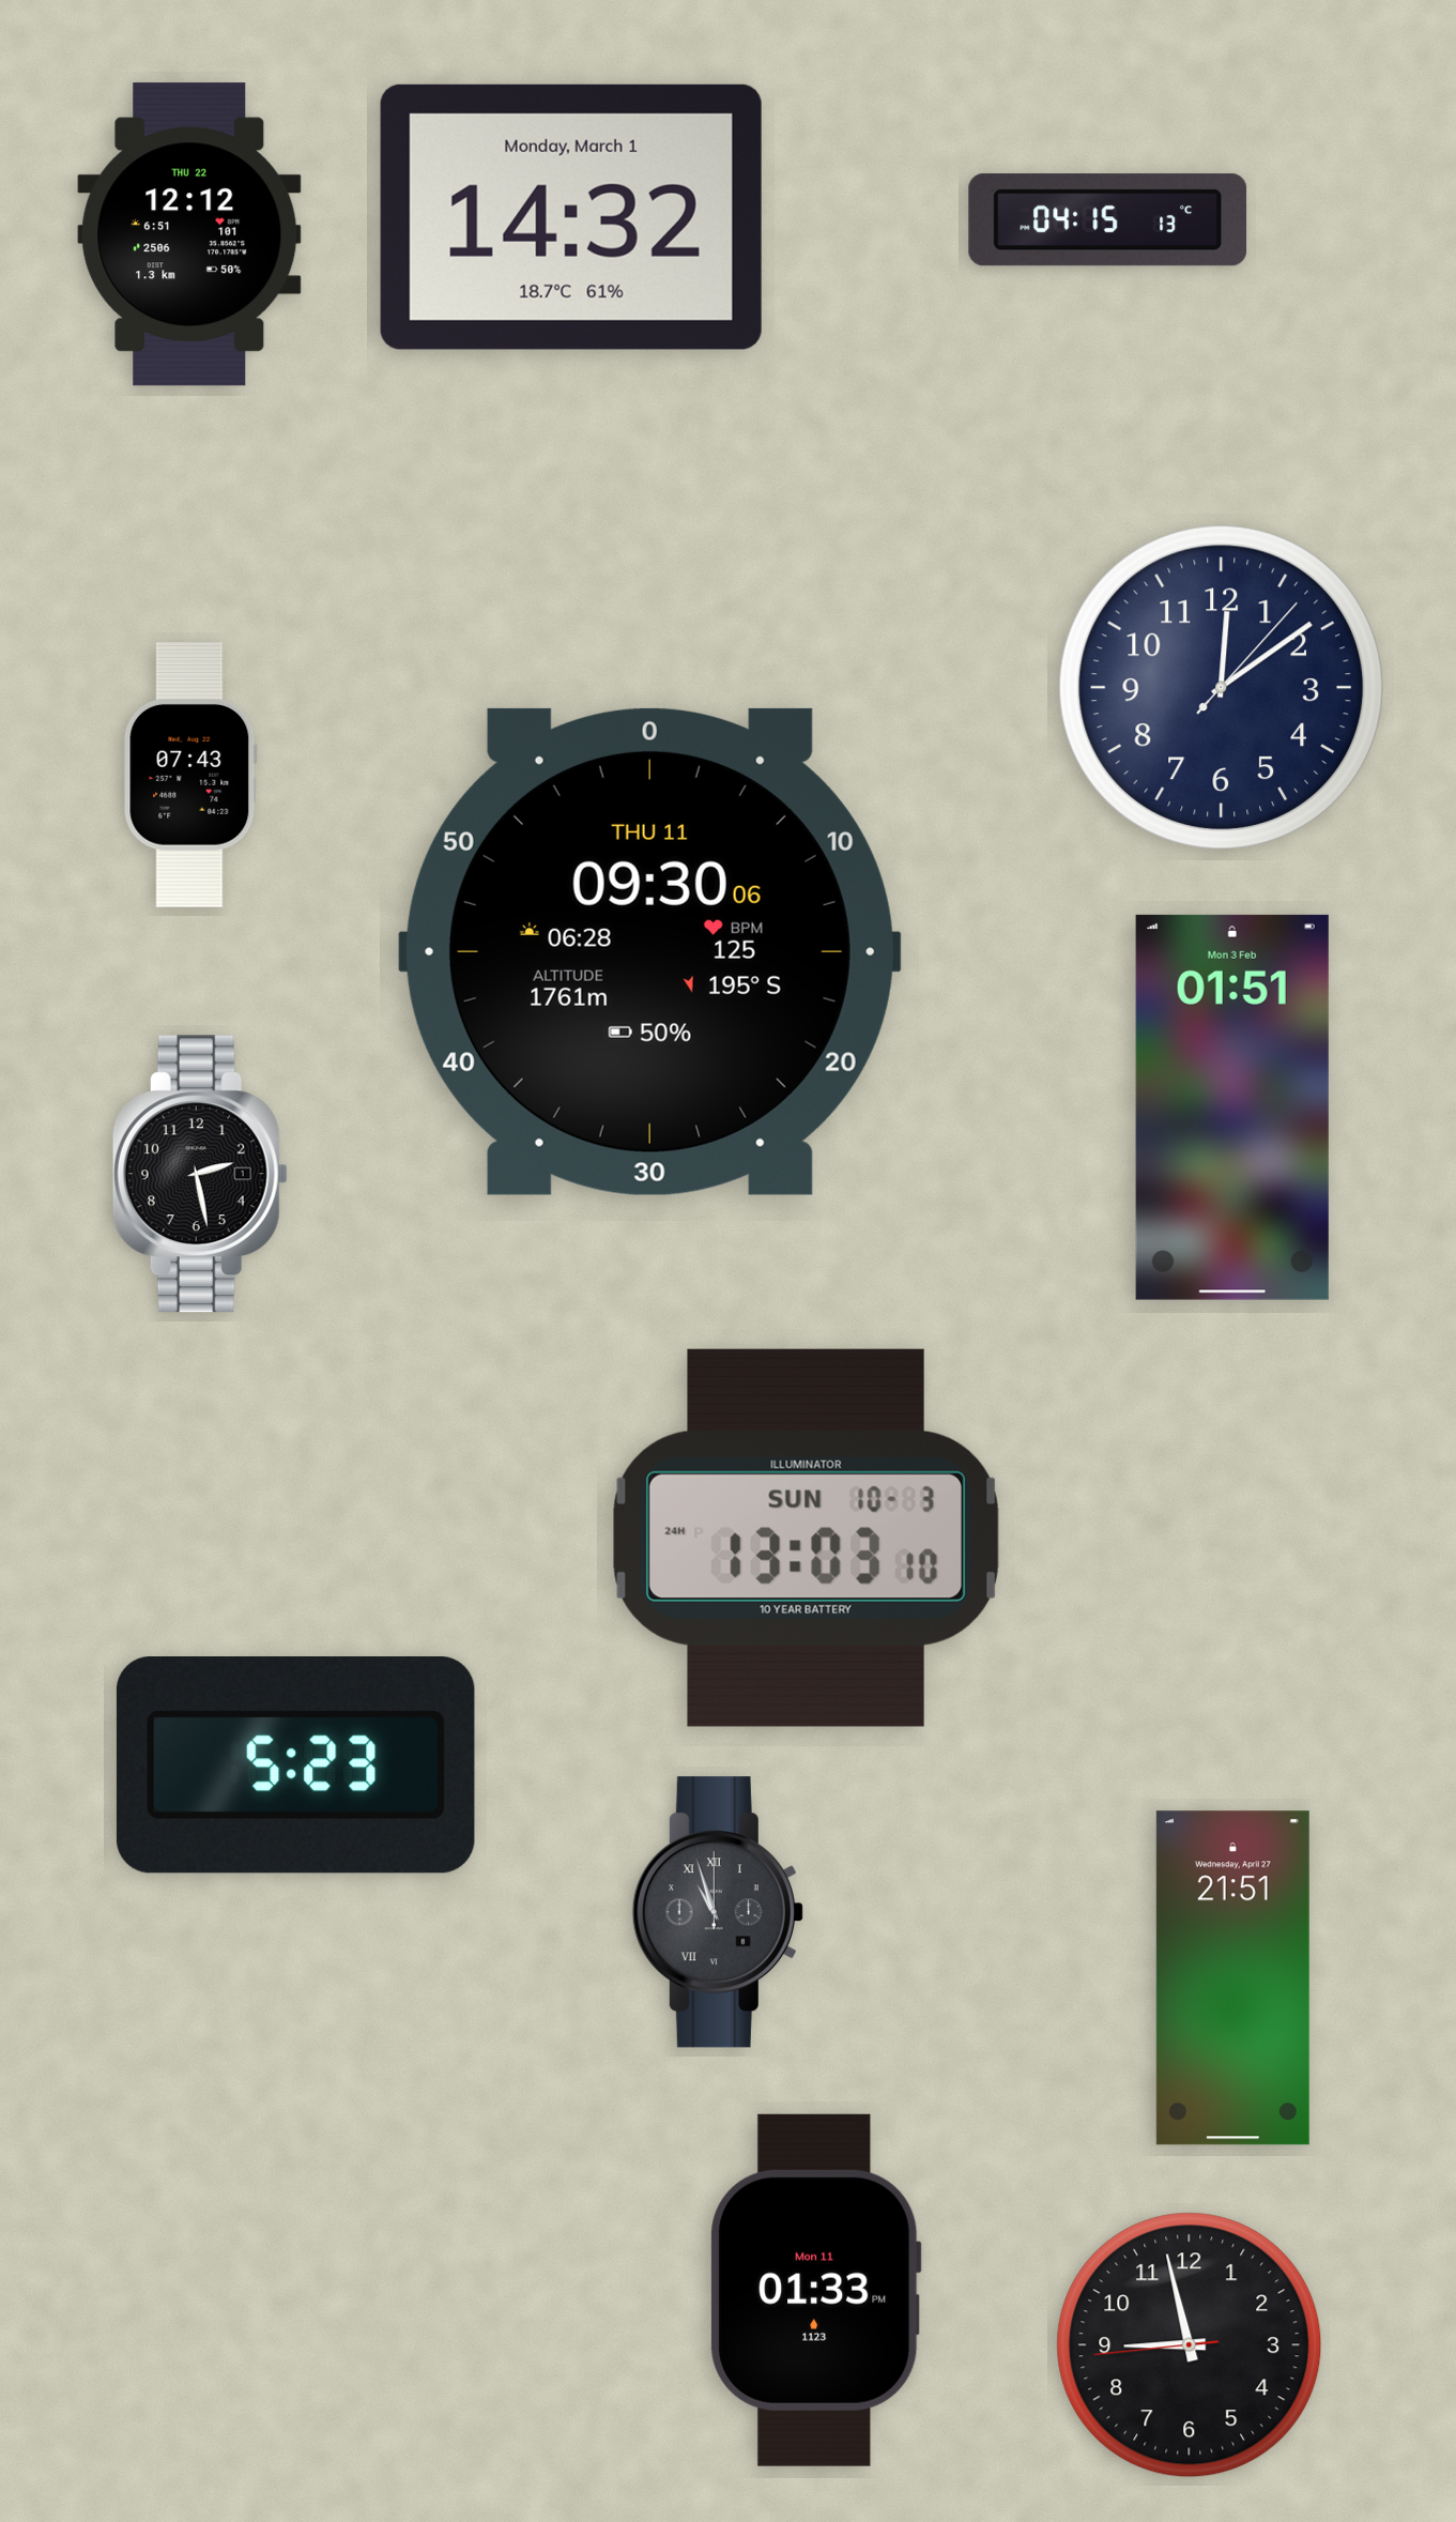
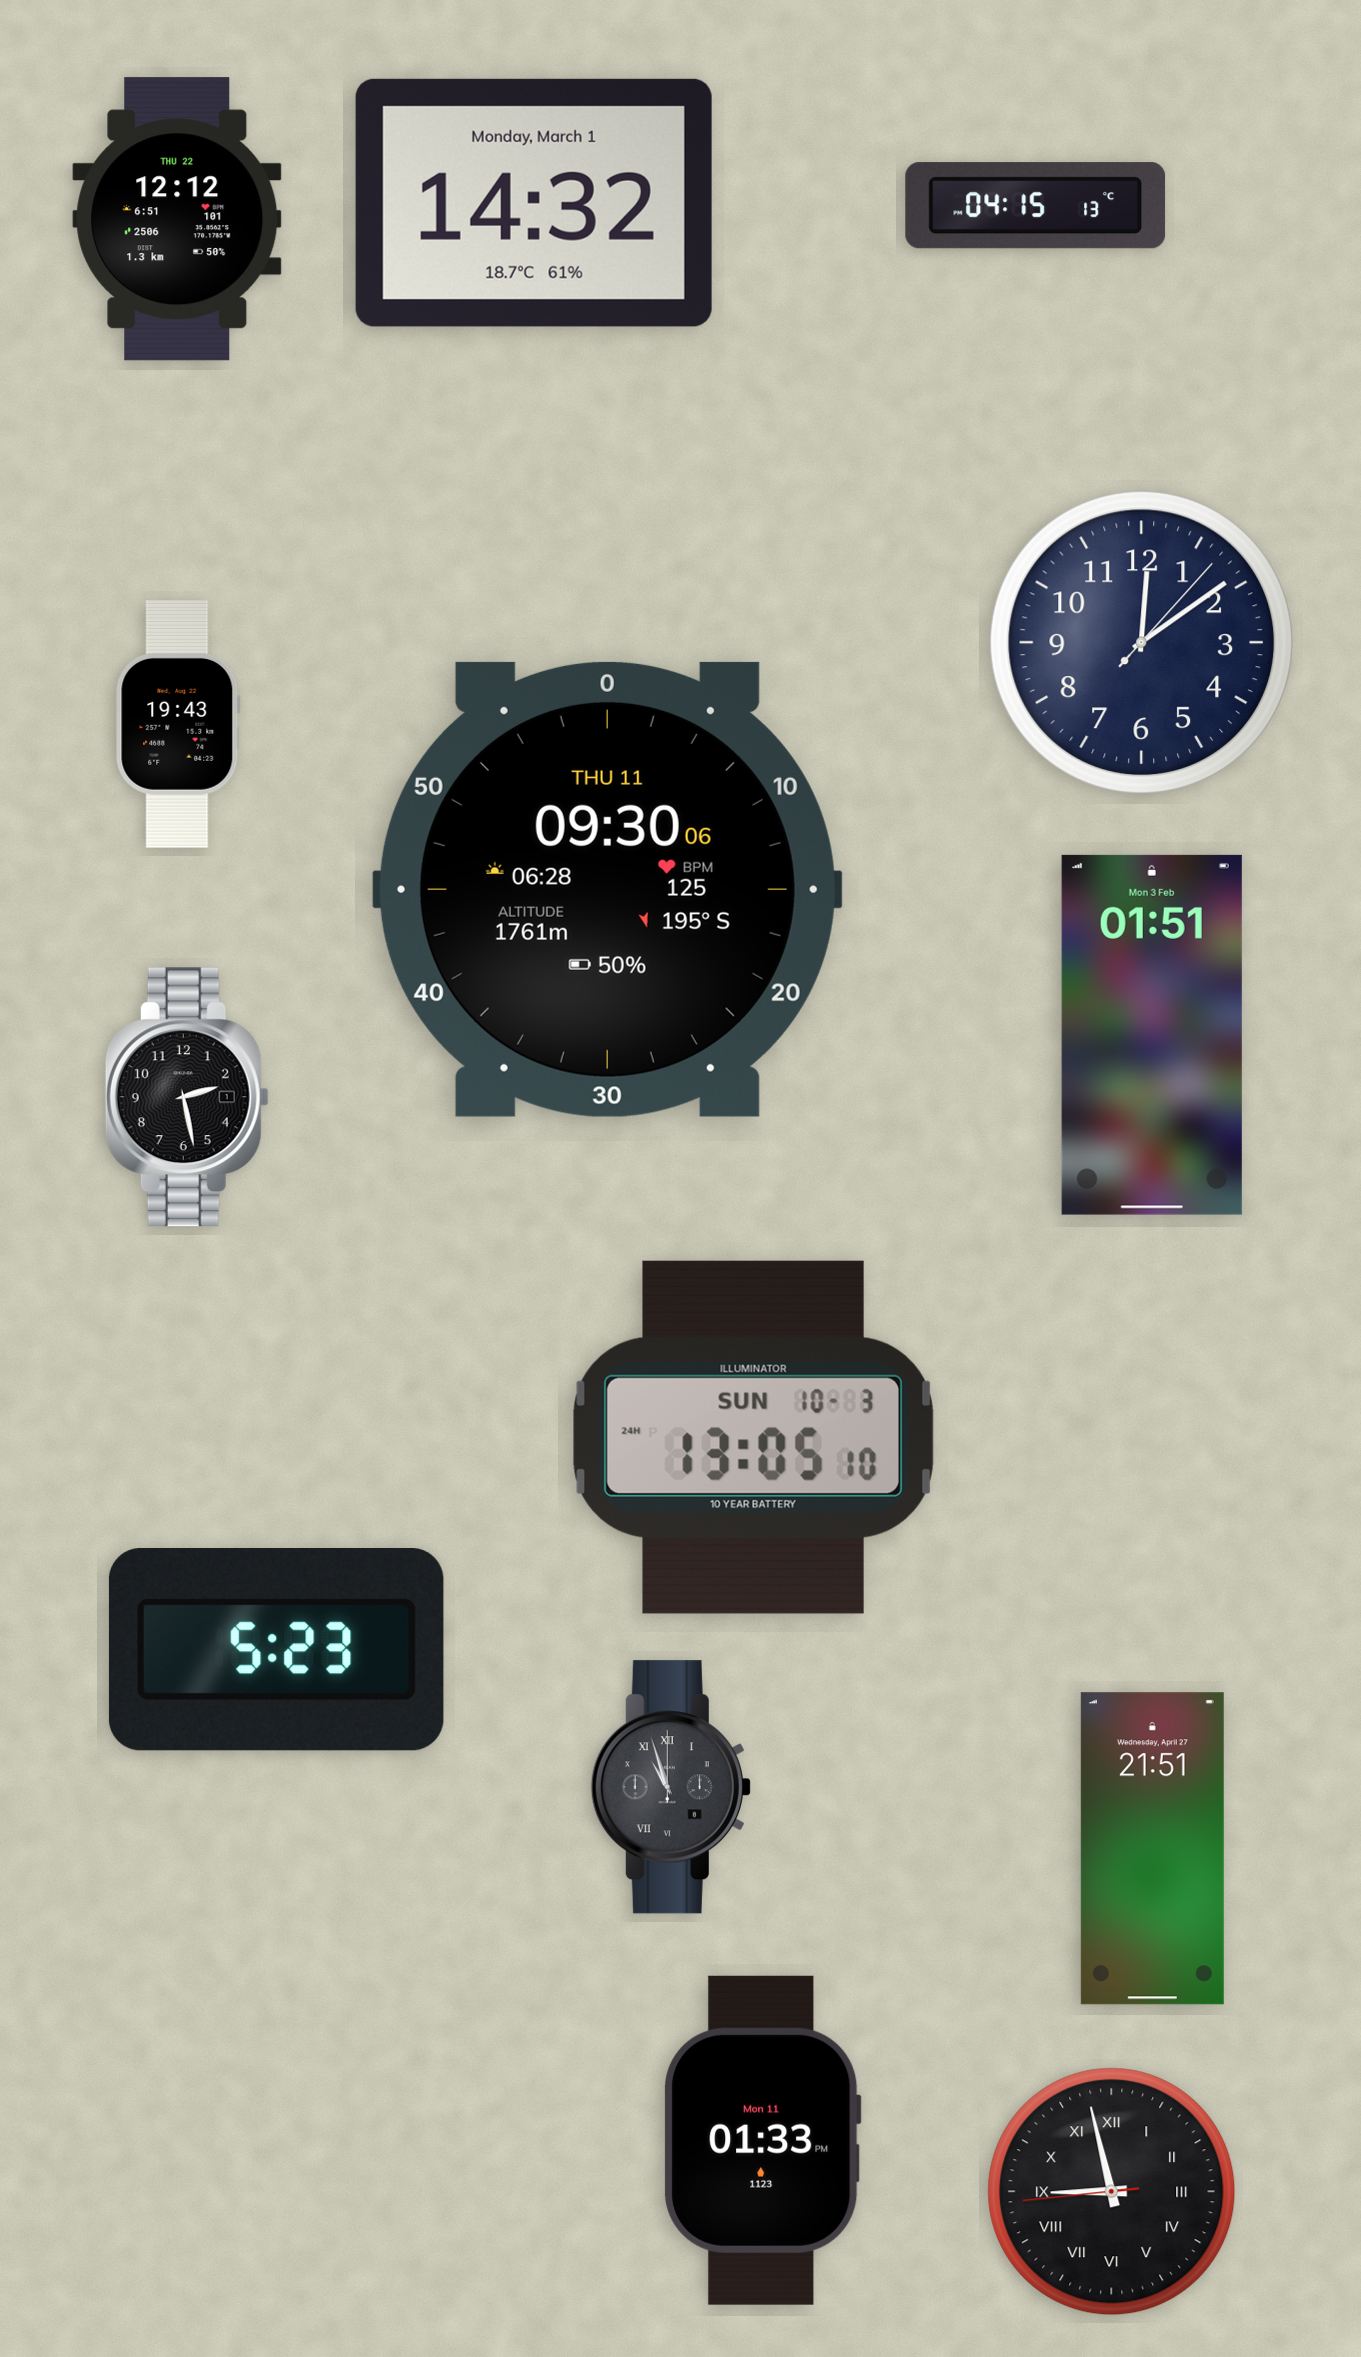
clock at (190, 776): 07:43 -> 19:43
clock at (806, 1538): 13:03 -> 13:05
clock at (1190, 2345) numerals: Arabic -> Roman
